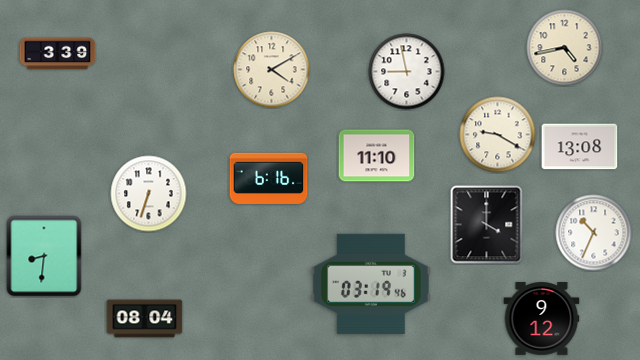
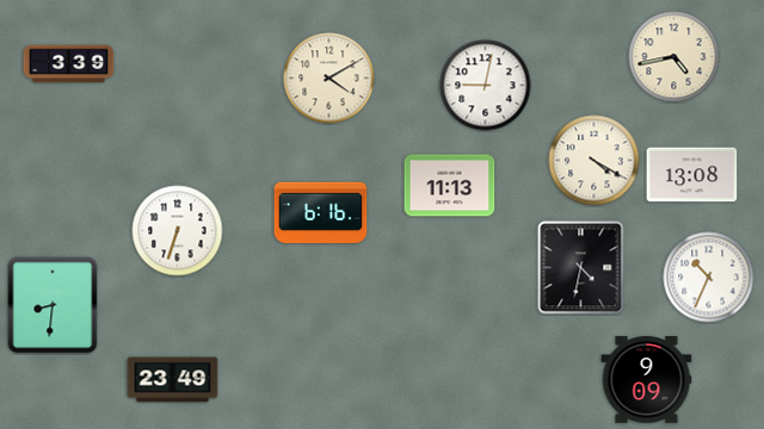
clock at (272, 70) position: (272, 70) -> (329, 79)
clock at (407, 72): 8:58 -> 9:02
clock at (498, 135): 9:20 -> 4:20
clock at (377, 156): 11:10 -> 11:13
clock at (487, 225): 4:00 -> 4:32
clock at (371, 284): 03:19 -> none
clock at (145, 319): 08:04 -> 23:49
clock at (542, 319): 9:12 -> 9:09
